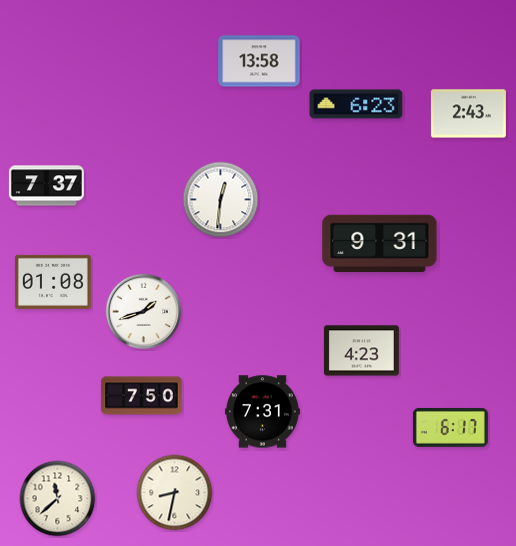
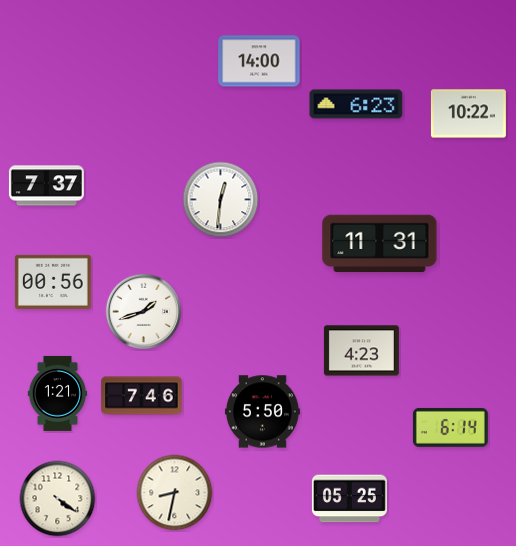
clock at (259, 61): 13:58 -> 14:00
clock at (468, 114): 2:43 -> 10:22
clock at (380, 244): 9:31 -> 11:31
clock at (53, 282): 01:08 -> 00:56
clock at (58, 393): none -> 1:21
clock at (142, 396): 7:50 -> 7:46
clock at (262, 412): 7:31 -> 5:50
clock at (450, 427): 6:17 -> 6:14
clock at (58, 499): 11:38 -> 4:21
clock at (349, 499): none -> 05:25
